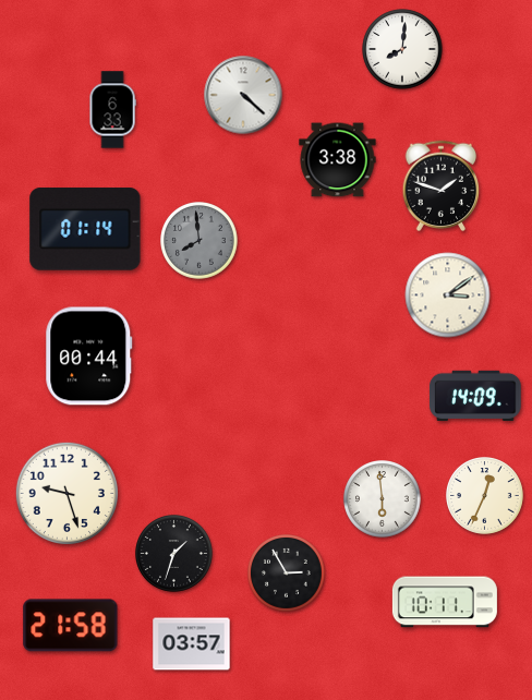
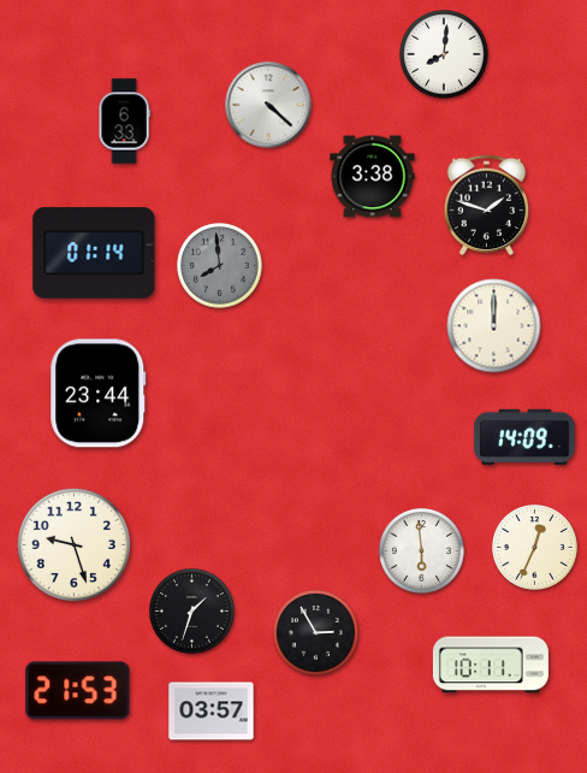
clock at (448, 295): 3:09 -> 12:00
clock at (89, 357): 00:44 -> 23:44
clock at (71, 626): 21:58 -> 21:53
